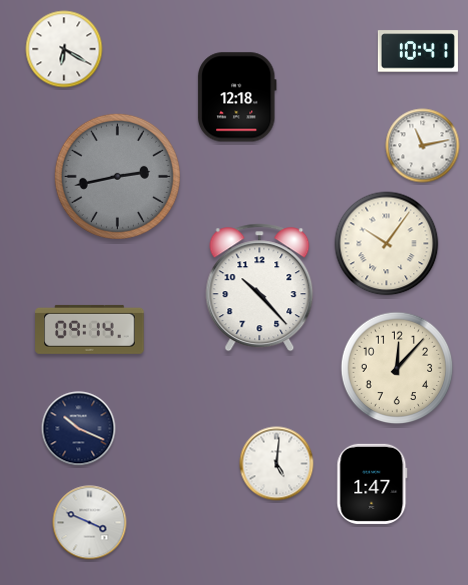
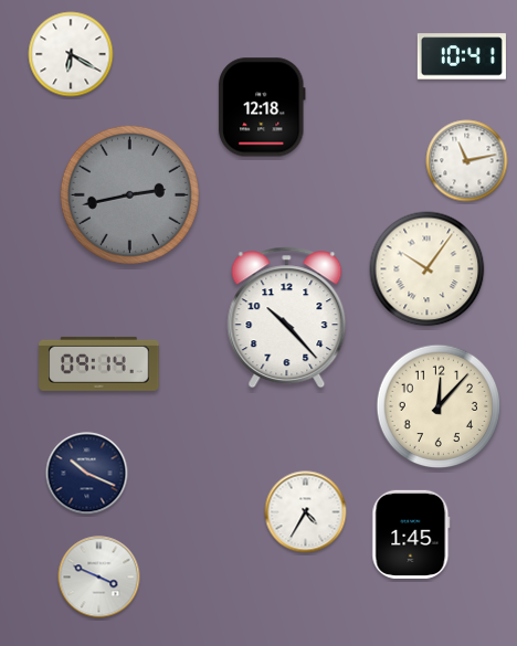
clock at (277, 464): 5:01 -> 4:35
clock at (372, 484): 1:47 -> 1:45
